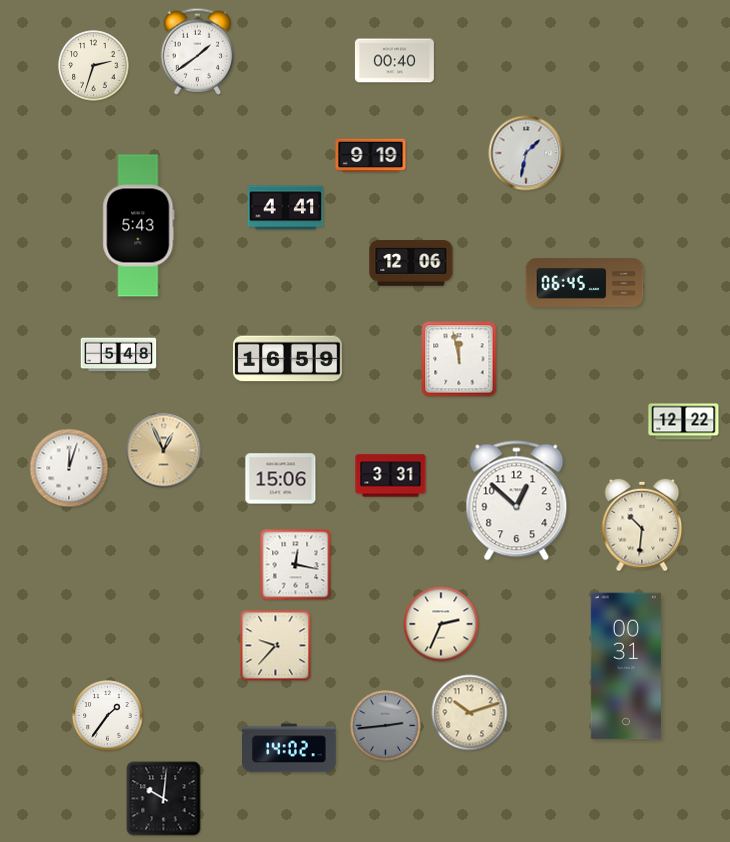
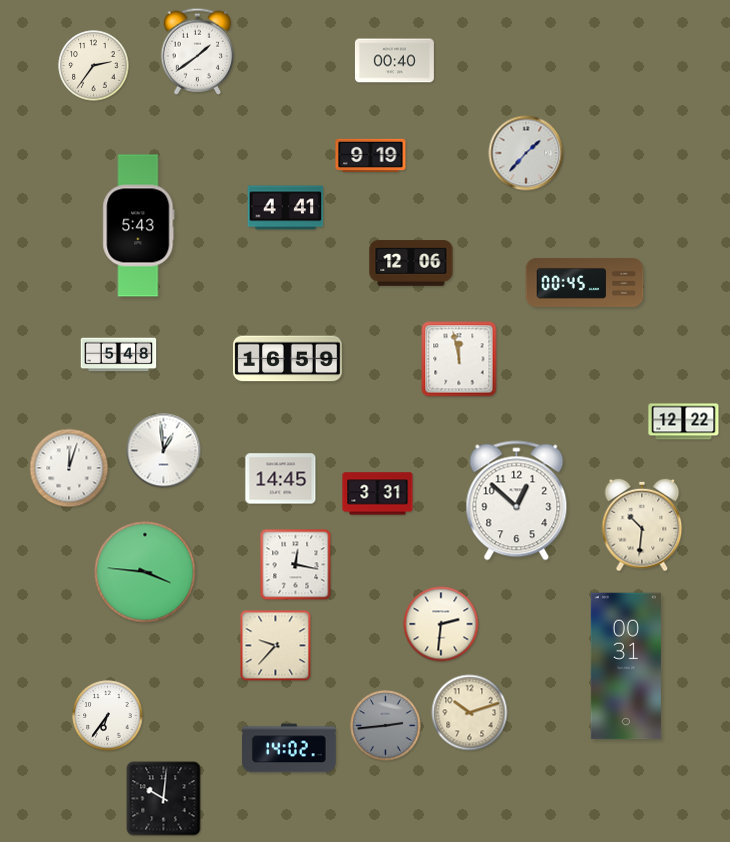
clock at (94, 66): 2:33 -> 2:36
clock at (526, 153): 1:32 -> 1:37
clock at (585, 282): 06:45 -> 00:45
clock at (164, 451): 12:56 -> 12:59
clock at (164, 451) dial: champagne -> white
clock at (391, 476) position: (391, 476) -> (378, 494)
clock at (281, 479): 15:06 -> 14:45
clock at (145, 572): none -> 3:46
clock at (441, 624): 2:34 -> 2:31
clock at (108, 716): 1:36 -> 6:36
